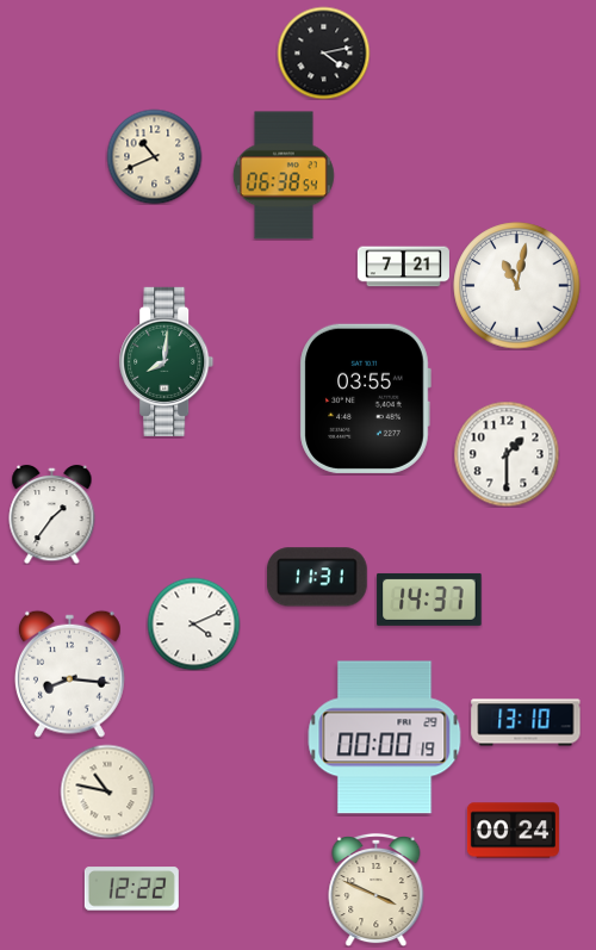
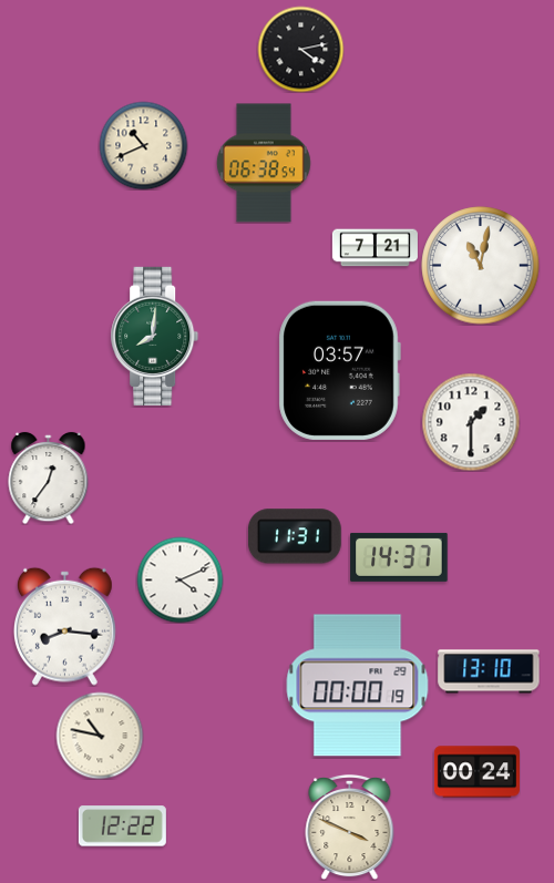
clock at (365, 398): 03:55 -> 03:57
clock at (52, 514): 1:36 -> 12:36
